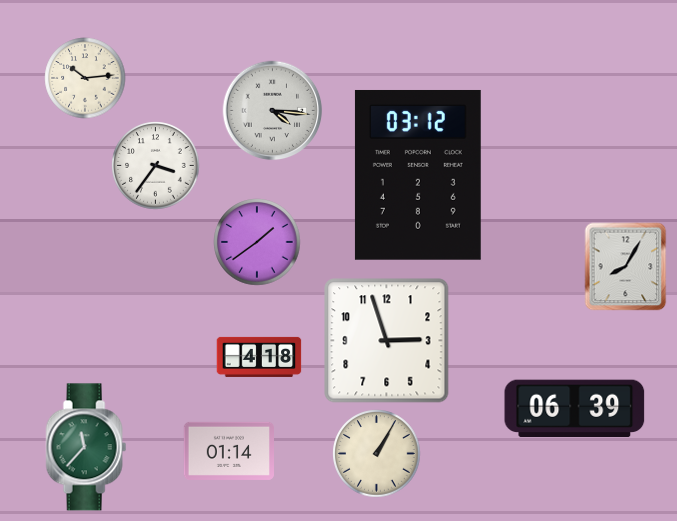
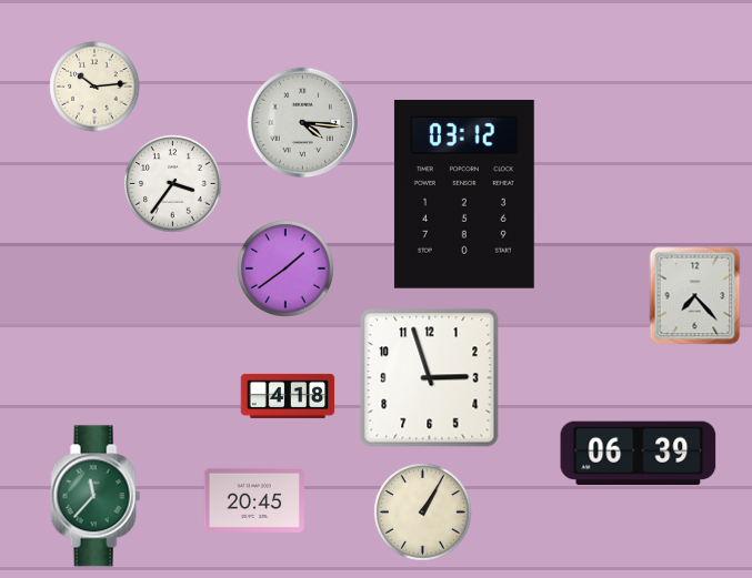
clock at (626, 266): 8:05 -> 7:23
clock at (228, 451): 01:14 -> 20:45
clock at (376, 453) position: (376, 453) -> (422, 511)
